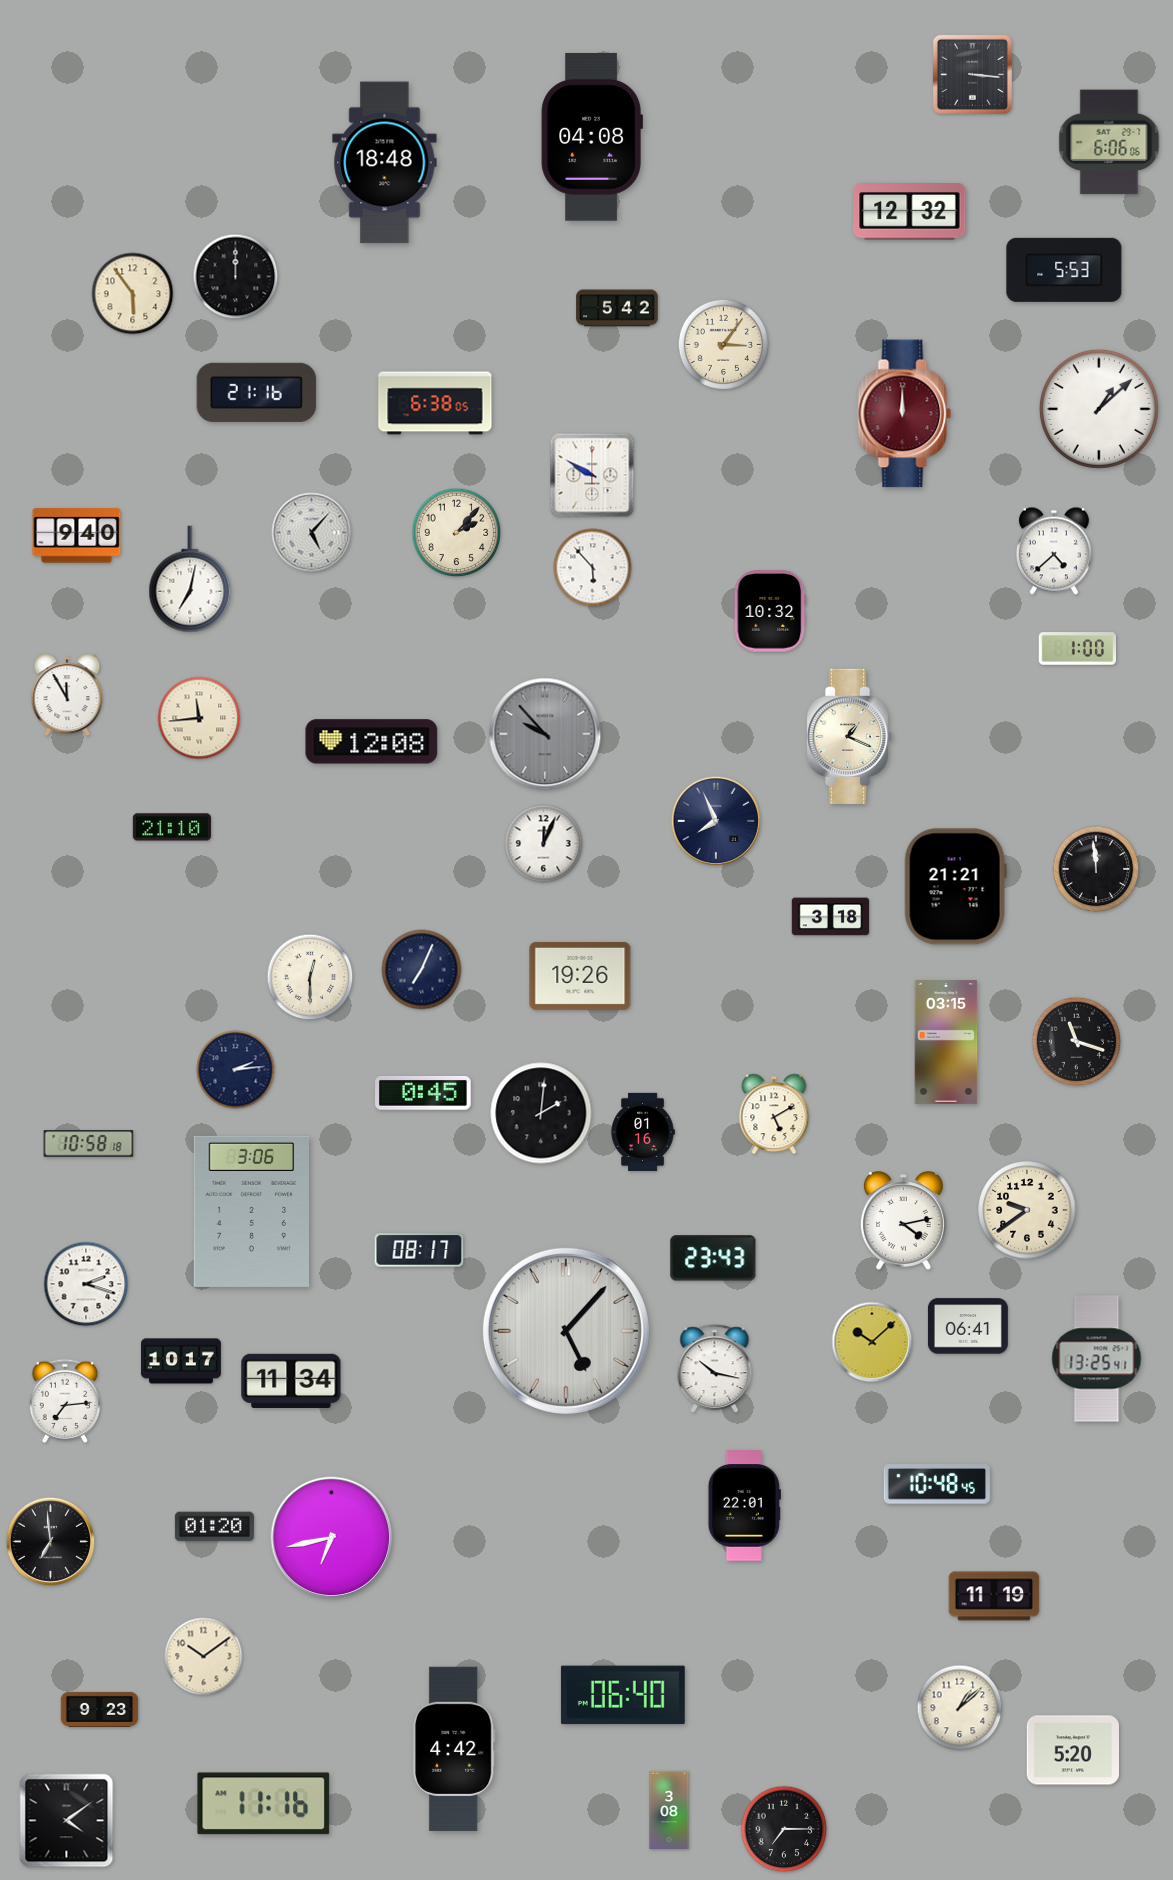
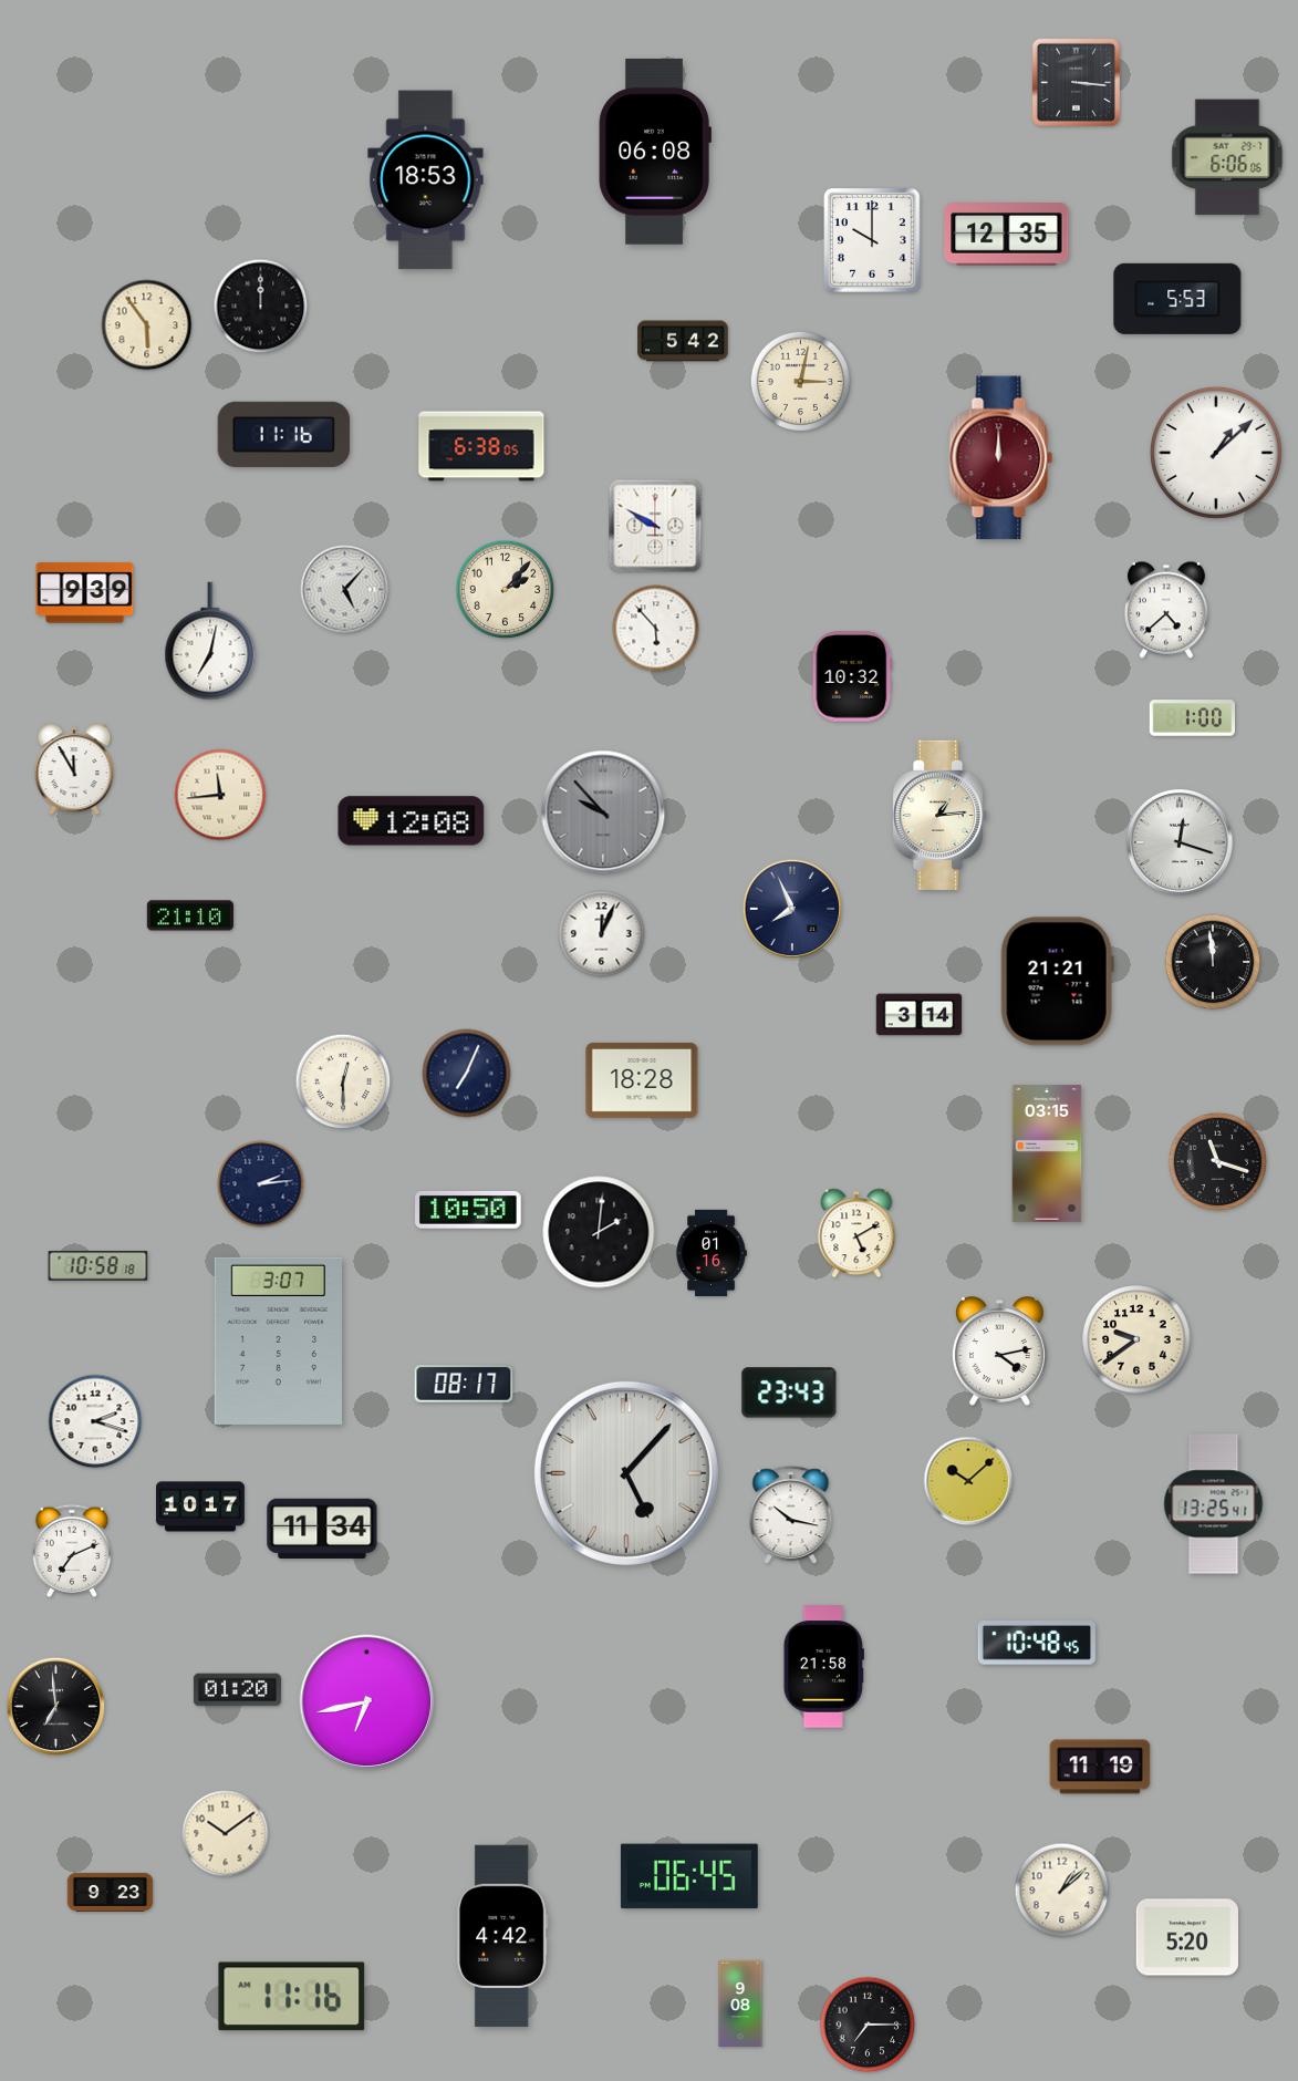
clock at (592, 137): 04:08 -> 06:08
clock at (385, 163): 18:48 -> 18:53
clock at (910, 212): 12:32 -> 12:35
clock at (872, 240): none -> 10:00
clock at (723, 344): 3:06 -> 3:02
clock at (257, 392): 21:16 -> 11:16
clock at (77, 536): 9:40 -> 9:39
clock at (849, 736): 1:19 -> 1:14
clock at (1180, 842): none -> 12:18
clock at (831, 917): 3:18 -> 3:14
clock at (580, 976): 19:26 -> 18:28
clock at (1077, 1042) position: (1077, 1042) -> (1218, 1162)
clock at (424, 1094): 0:45 -> 10:50
clock at (252, 1211): 3:06 -> 3:07
clock at (968, 1326): 06:41 -> none
clock at (872, 1342) position: (872, 1342) -> (968, 1481)
clock at (65, 1401): 7:14 -> 7:11
clock at (744, 1506): 22:01 -> 21:58
clock at (623, 1695): 06:40 -> 06:45
clock at (669, 1809): 3:08 -> 9:08
clock at (67, 1821): 4:09 -> none
